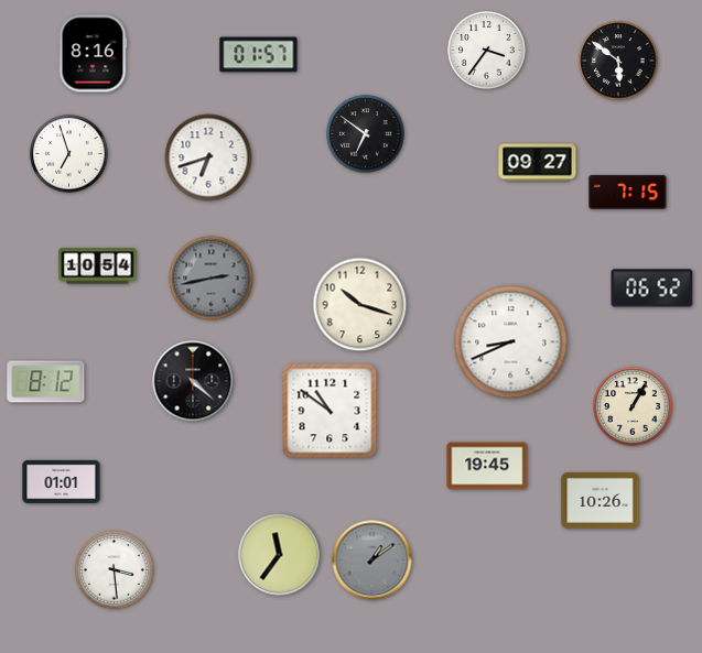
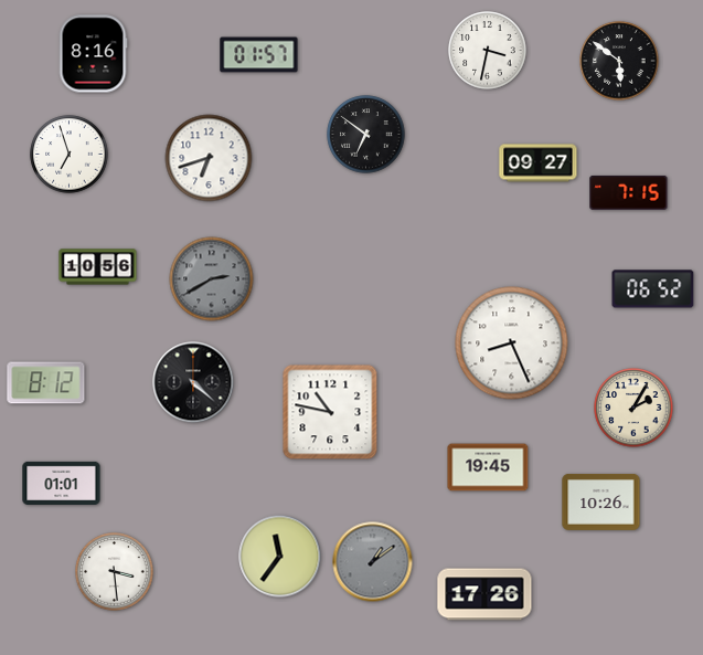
clock at (487, 51): 3:36 -> 3:32
clock at (98, 266): 10:54 -> 10:56
clock at (212, 279): 2:43 -> 2:40
clock at (360, 305): 10:18 -> none
clock at (511, 342): 8:41 -> 8:26
clock at (633, 406): 1:05 -> 2:05
clock at (330, 411): 10:51 -> 10:47
clock at (484, 594): none -> 17:26
